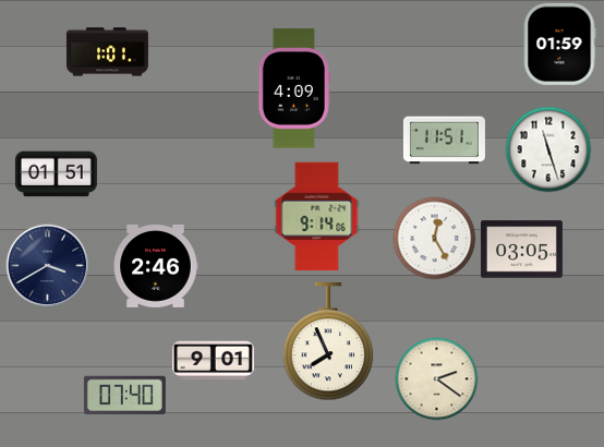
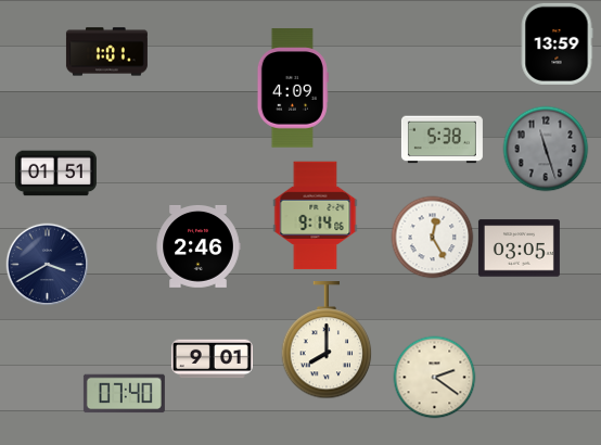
clock at (559, 44): 01:59 -> 13:59
clock at (444, 141): 11:51 -> 5:38
clock at (548, 149) dial: white -> grey
clock at (156, 266) position: (156, 266) -> (199, 246)
clock at (328, 342): 7:56 -> 8:00
